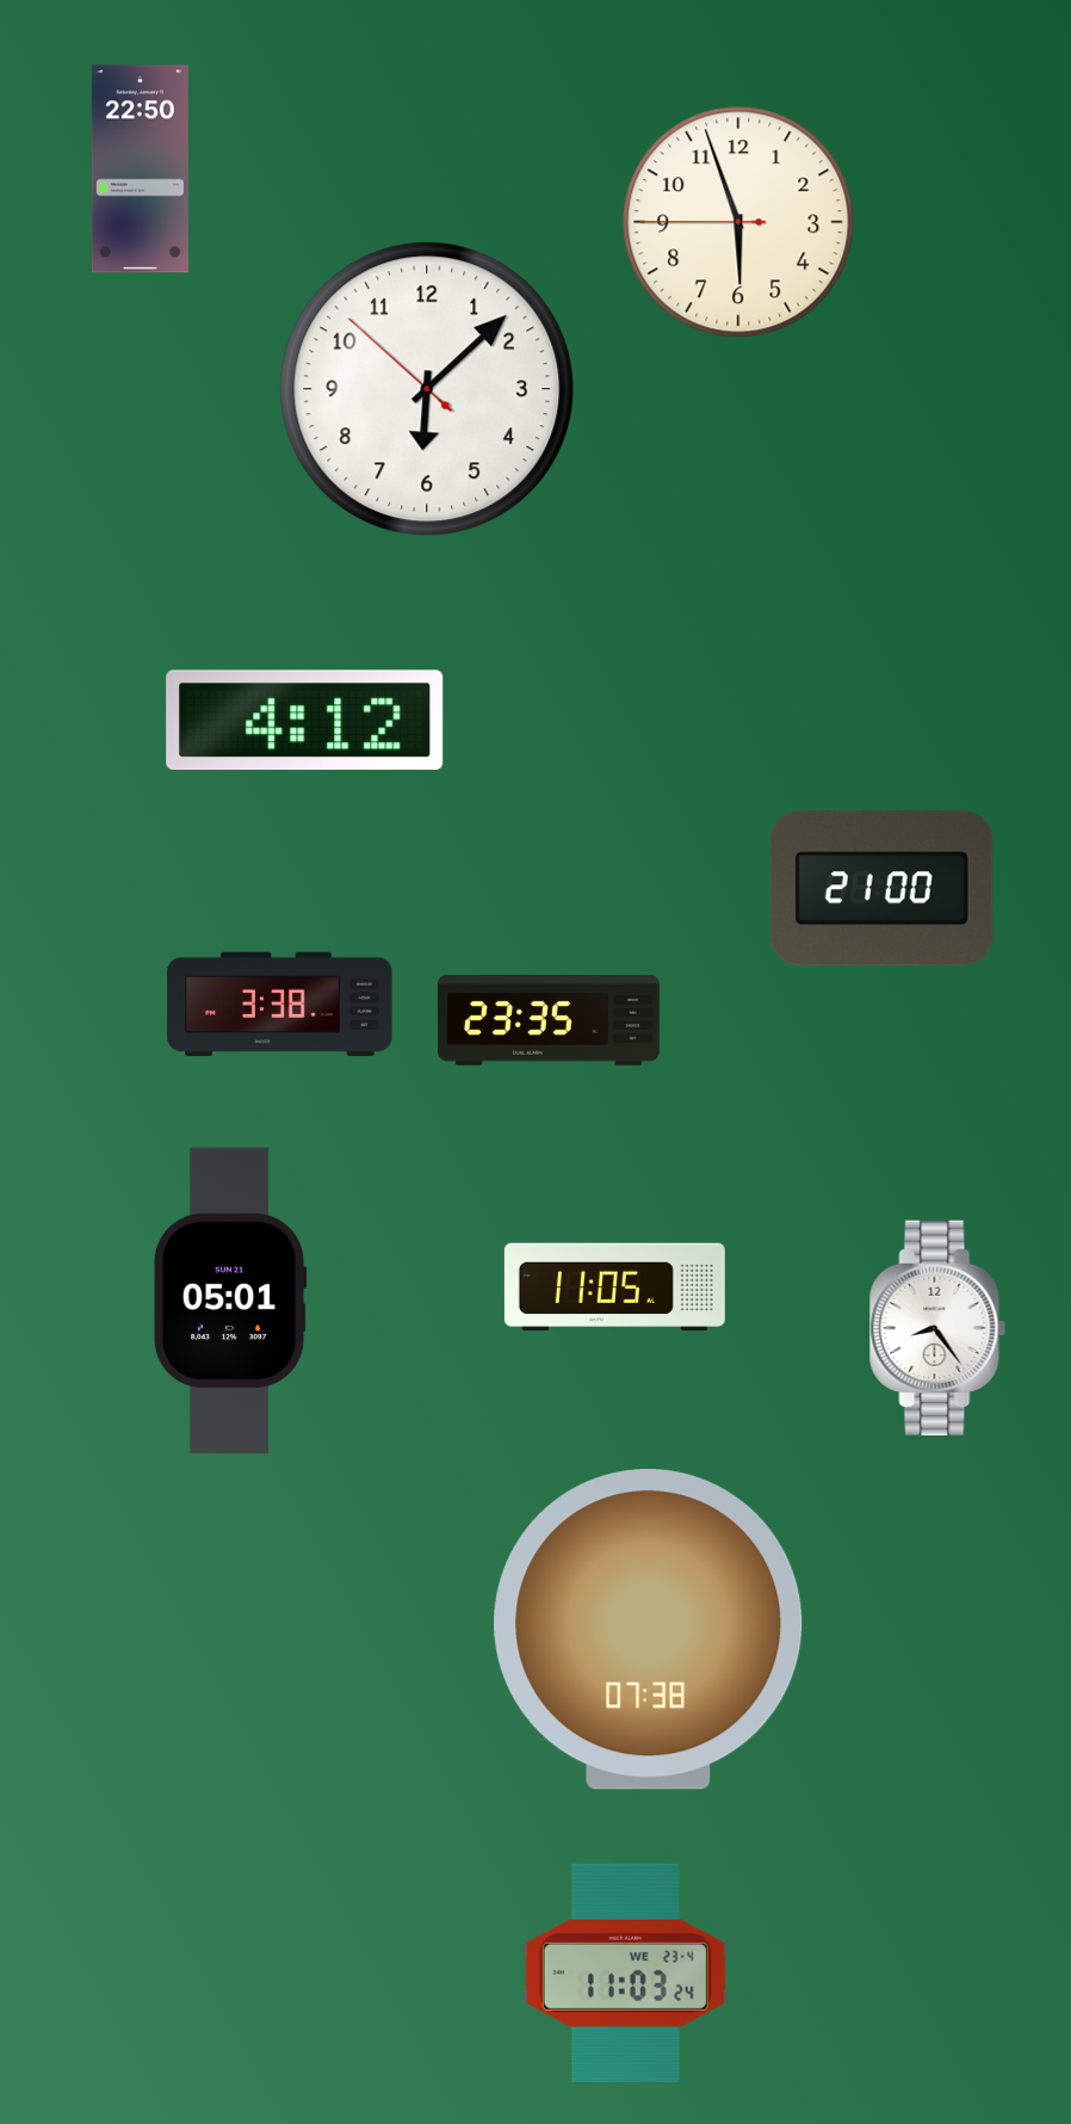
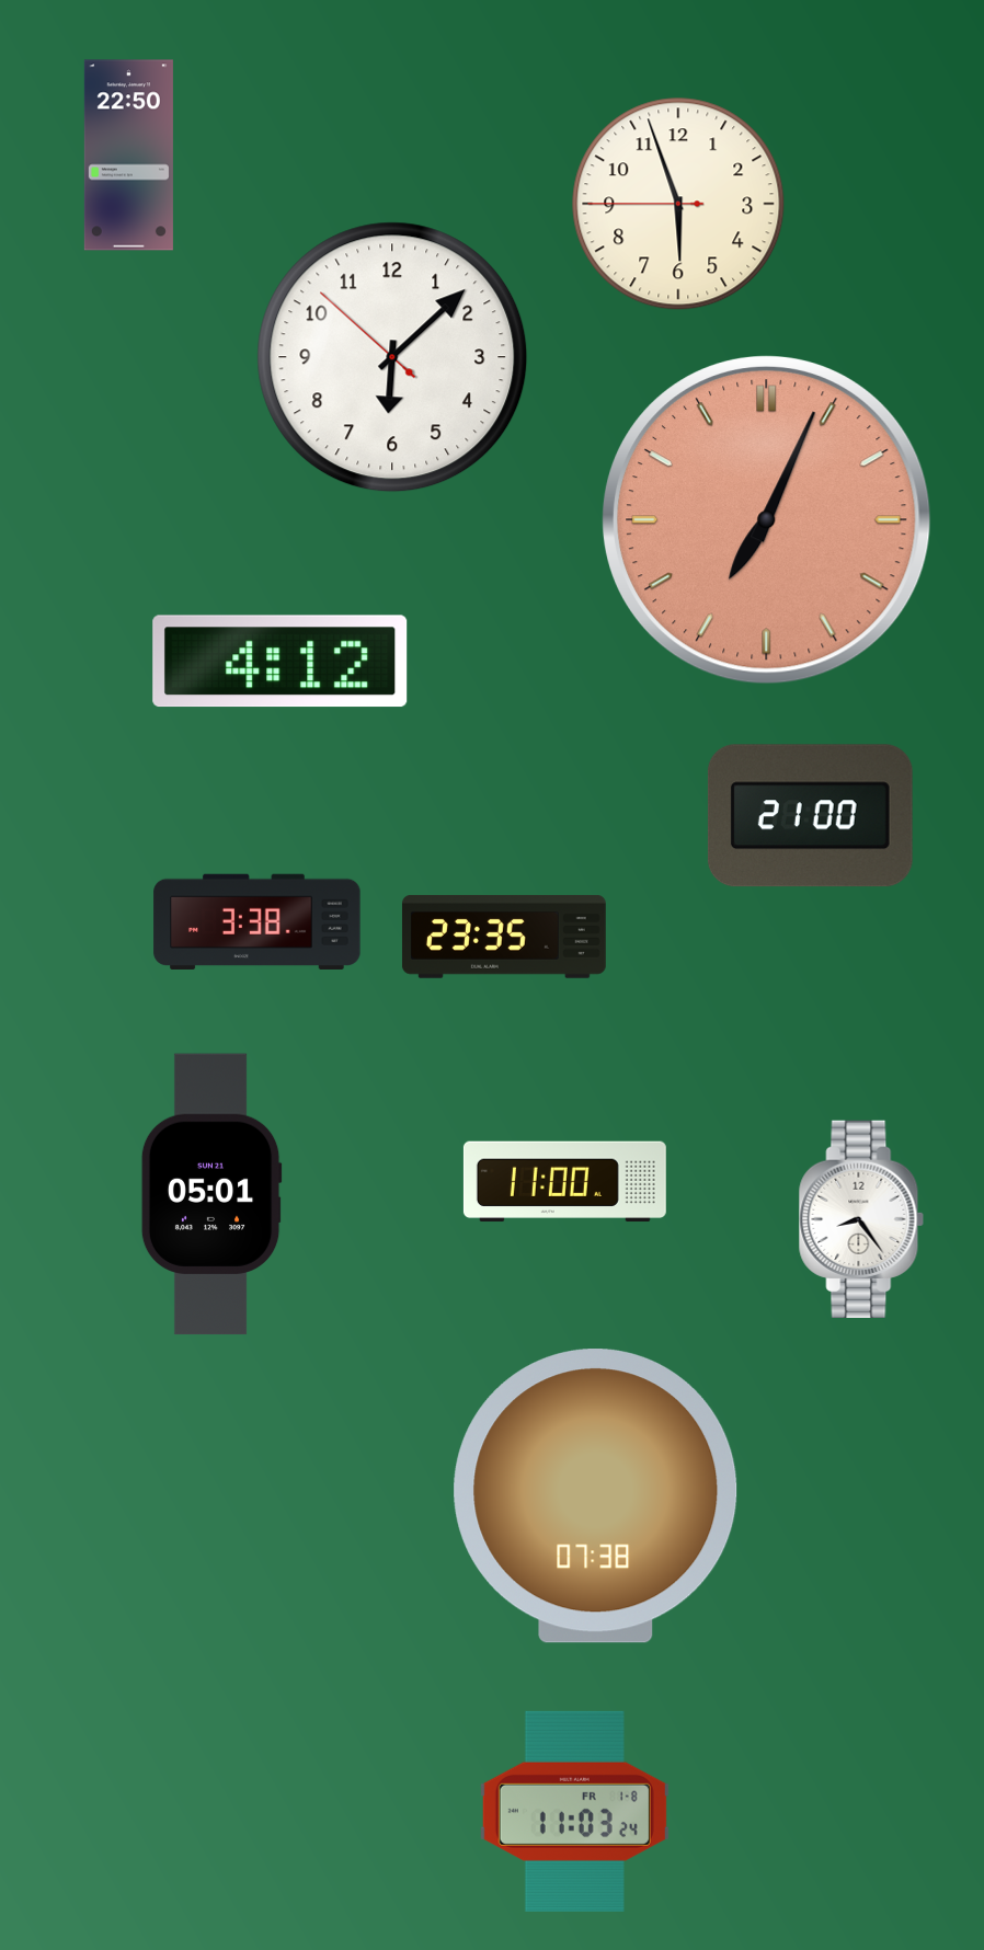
clock at (767, 520): none -> 7:04
clock at (614, 1288): 11:05 -> 11:00
clock at (625, 1972) date: WE 23-4 -> FR 1-8
